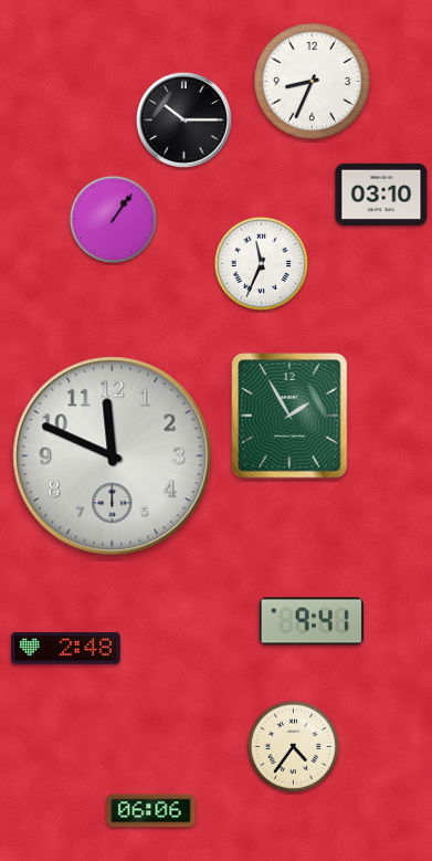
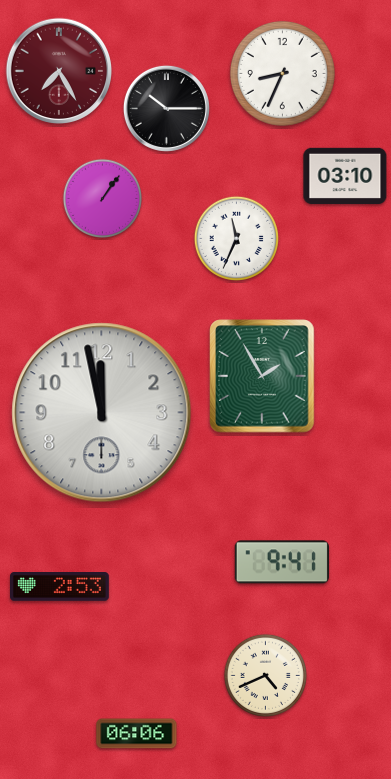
clock at (59, 71): none -> 7:25
clock at (113, 456): 11:49 -> 11:58
clock at (66, 649): 2:48 -> 2:53
clock at (293, 746): 4:36 -> 4:41
